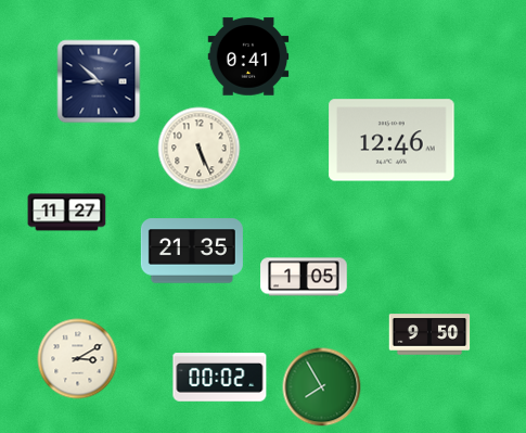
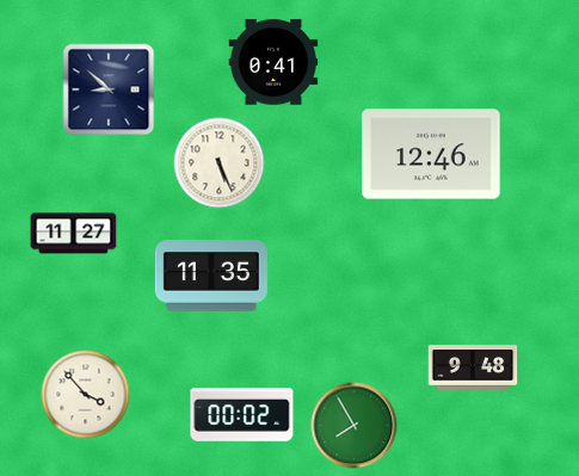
clock at (192, 251): 21:35 -> 11:35
clock at (304, 277): 1:05 -> none
clock at (429, 334): 9:50 -> 9:48
clock at (78, 359): 3:10 -> 3:53
